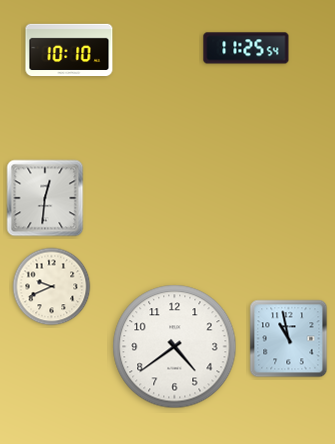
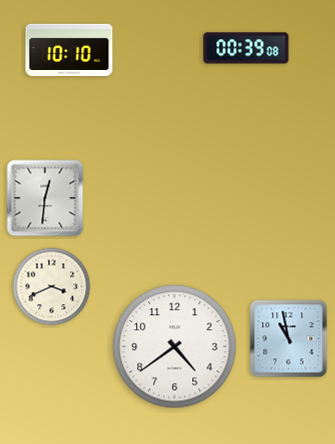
clock at (246, 48): 11:25 -> 00:39
clock at (52, 287): 9:41 -> 3:41
